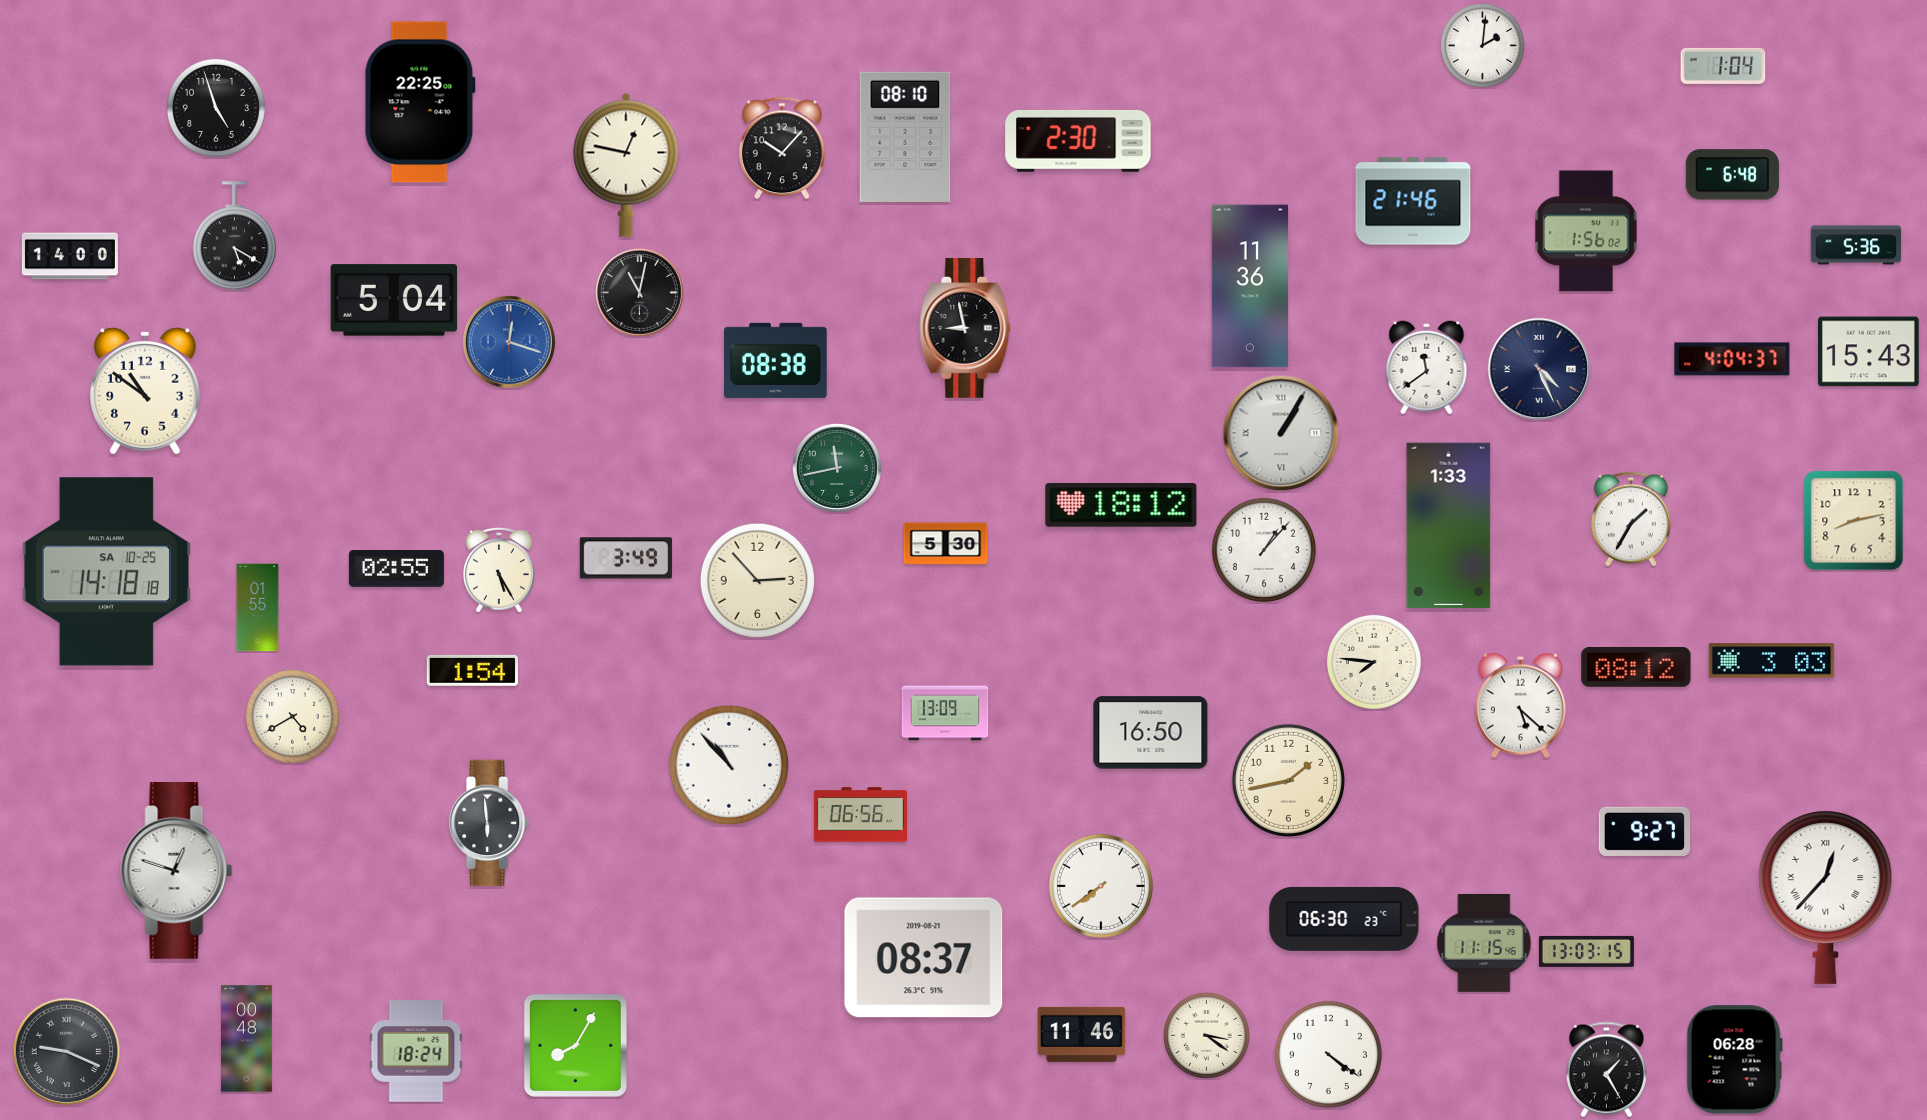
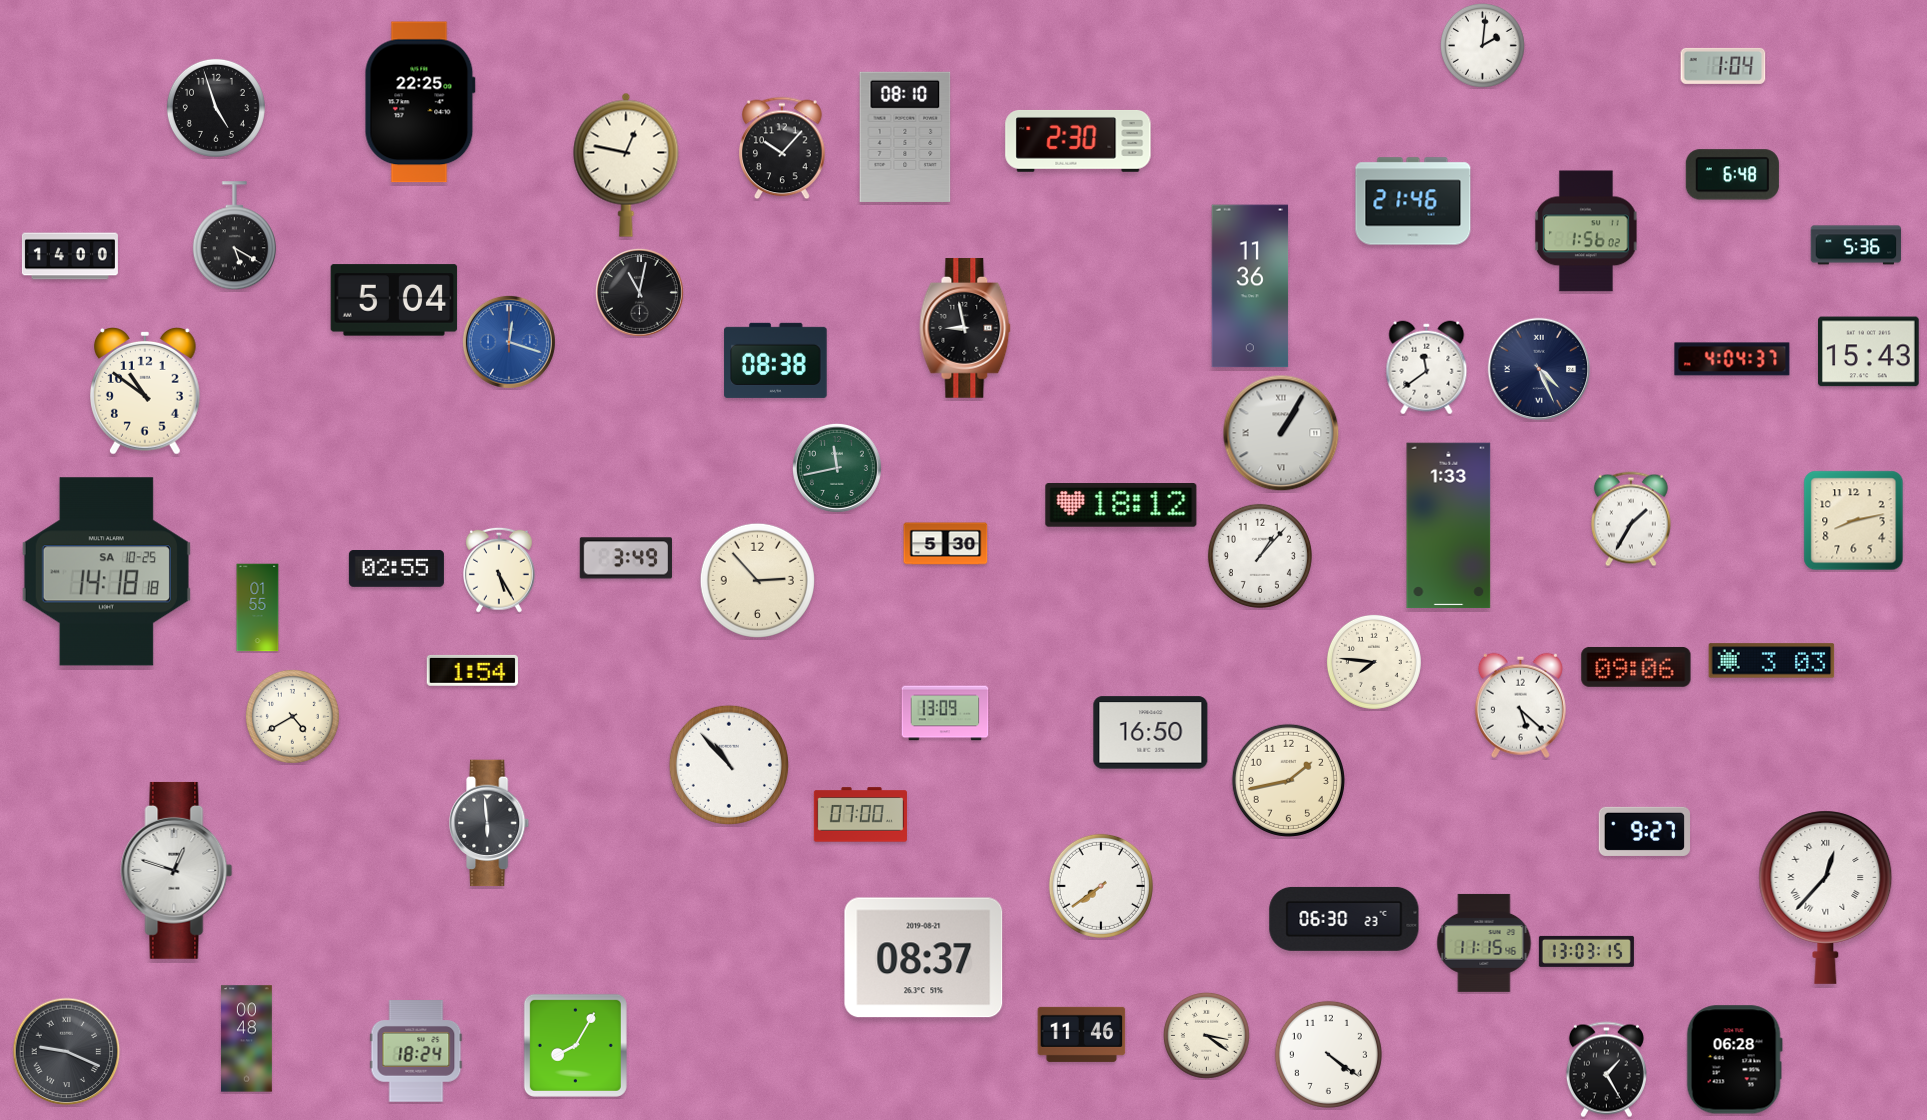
clock at (1264, 550) position: (1264, 550) -> (1260, 556)
clock at (1636, 667): 08:12 -> 09:06
clock at (860, 815): 06:56 -> 07:00
